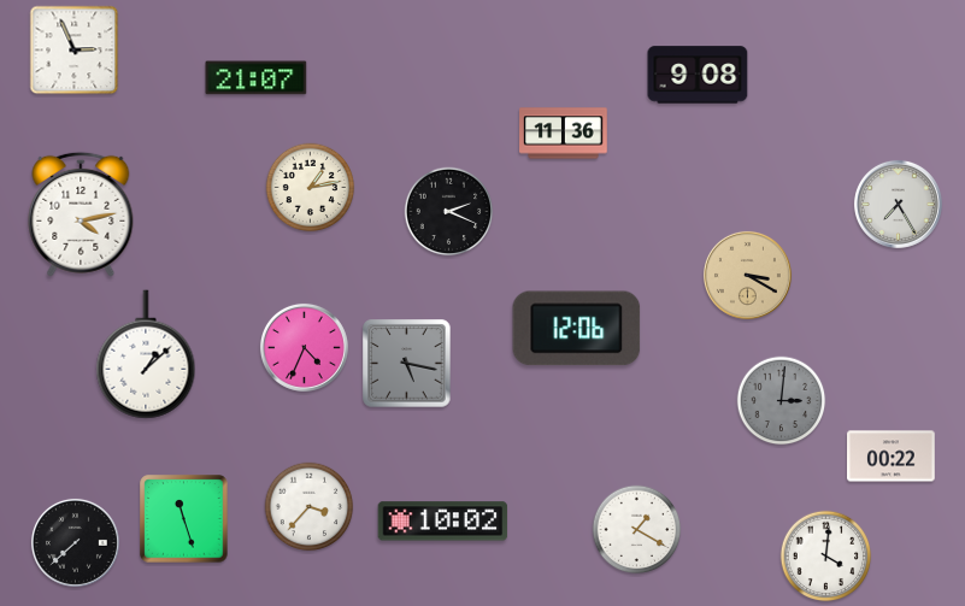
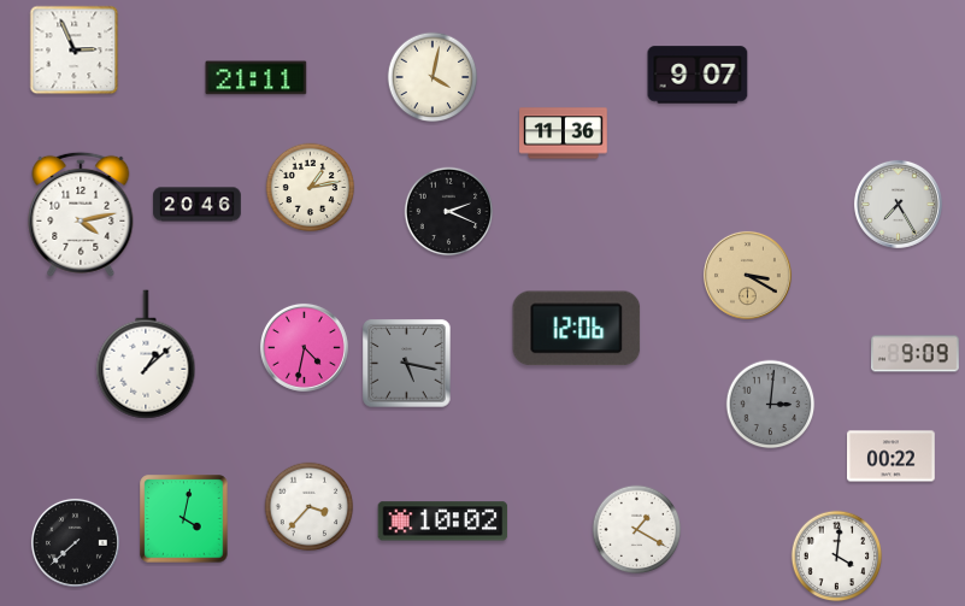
clock at (698, 75): 9:08 -> 9:07
clock at (433, 77): none -> 4:02
clock at (257, 78): 21:07 -> 21:11
clock at (198, 205): none -> 20:46
clock at (304, 347): 4:34 -> 4:32
clock at (916, 354): none -> 9:09
clock at (782, 401) position: (782, 401) -> (771, 405)
clock at (184, 519): 11:27 -> 4:02
clock at (826, 557) position: (826, 557) -> (837, 557)
